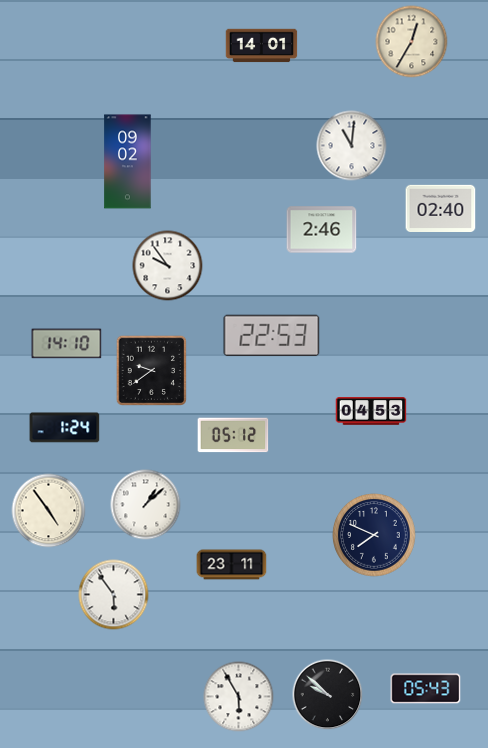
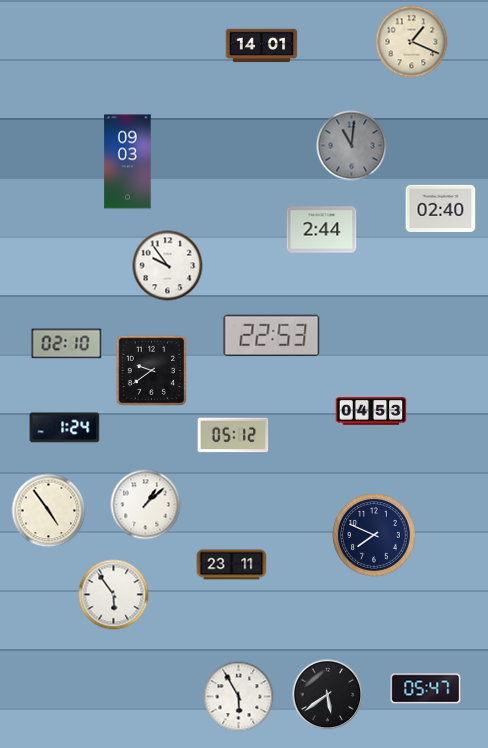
clock at (412, 42): 12:35 -> 1:19
clock at (352, 146) dial: white -> grey
clock at (128, 162): 09:02 -> 09:03
clock at (322, 230): 2:46 -> 2:44
clock at (67, 344): 14:10 -> 02:10
clock at (426, 689): 05:43 -> 05:47
clock at (328, 695): 9:52 -> 5:39
